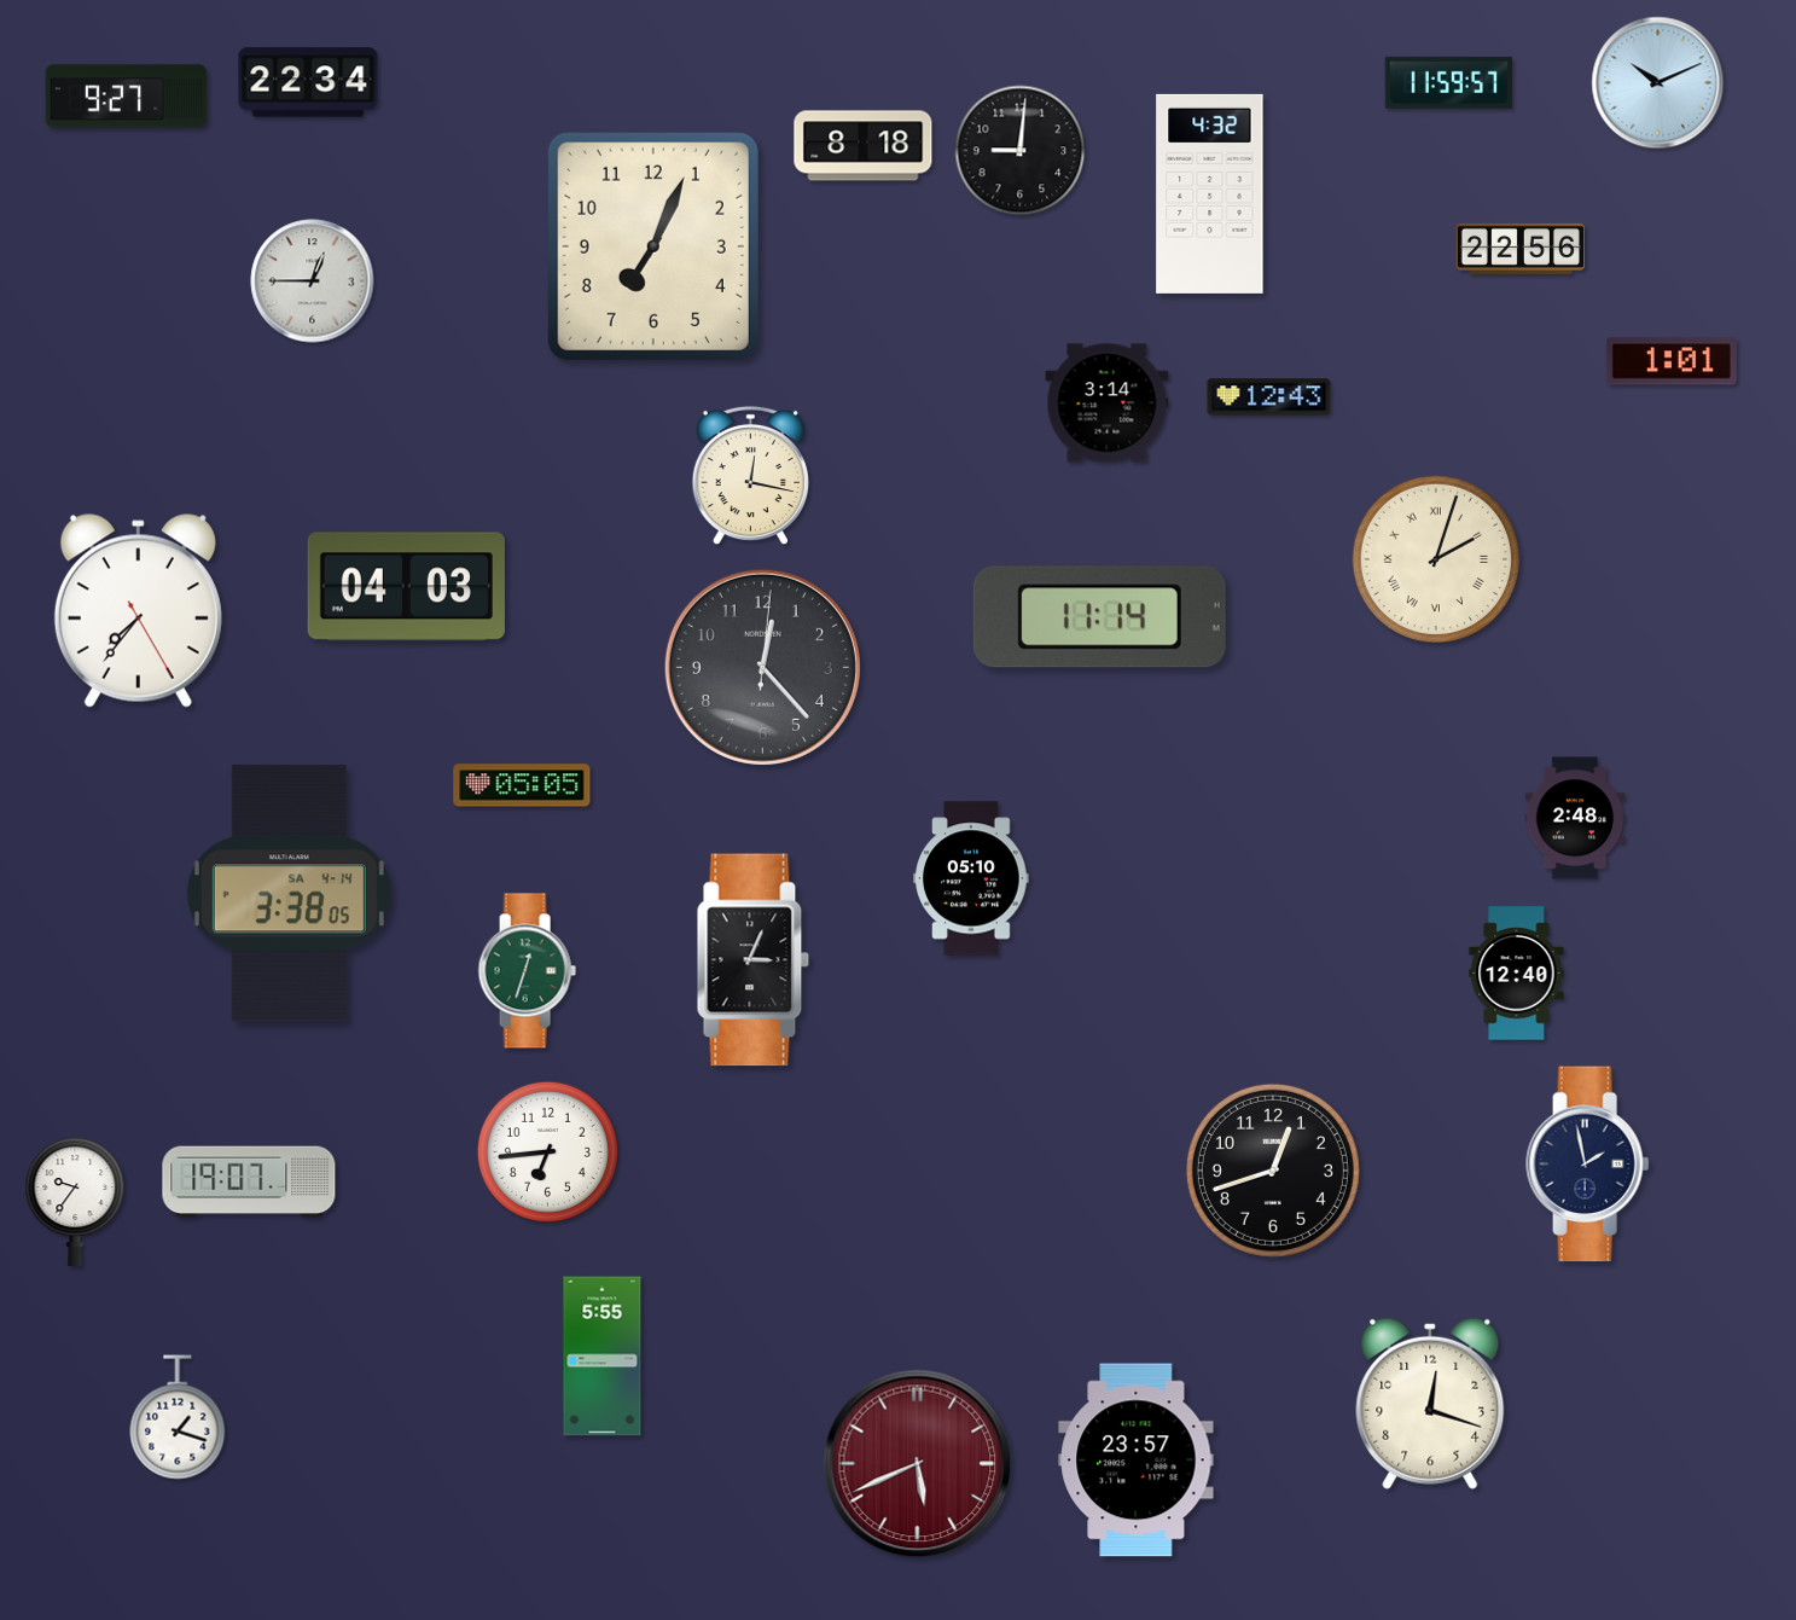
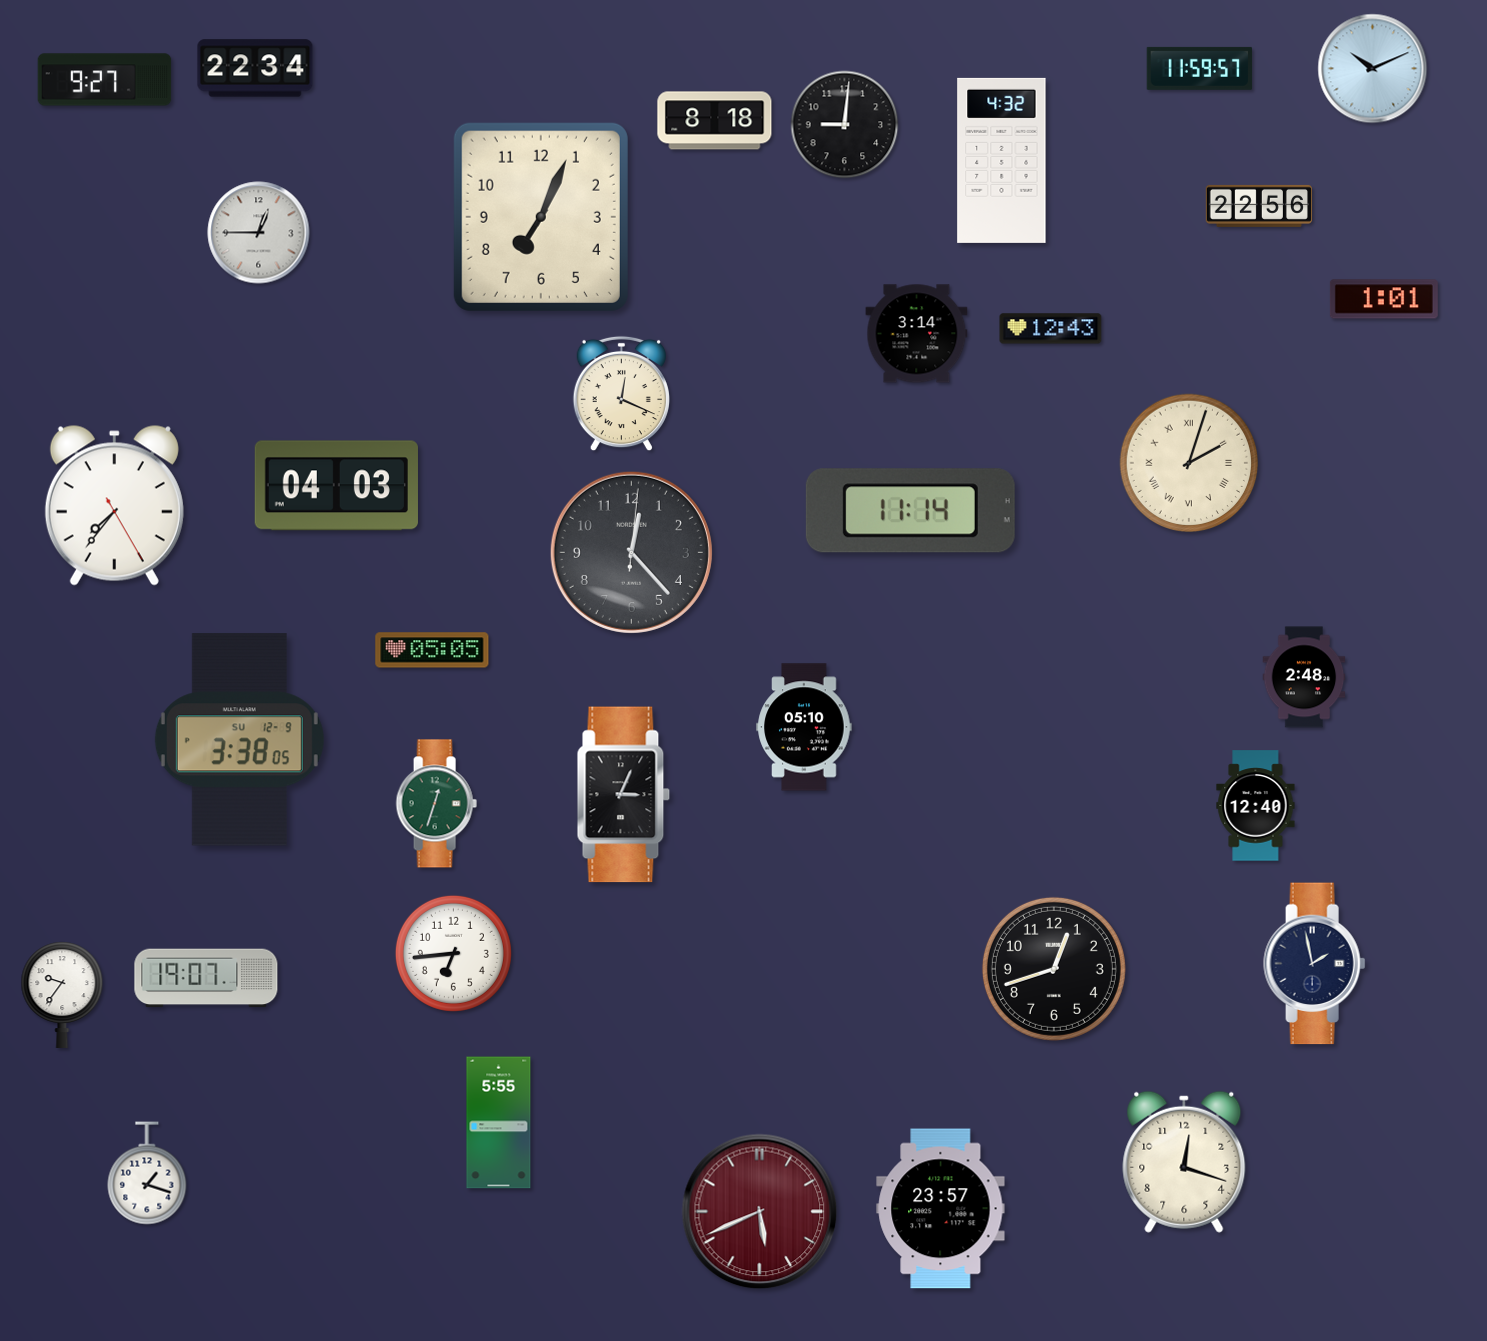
clock at (653, 246) position: (653, 246) -> (541, 217)
clock at (750, 476): 12:17 -> 12:19
clock at (289, 894) date: SA 4-14 -> SU 12-9
